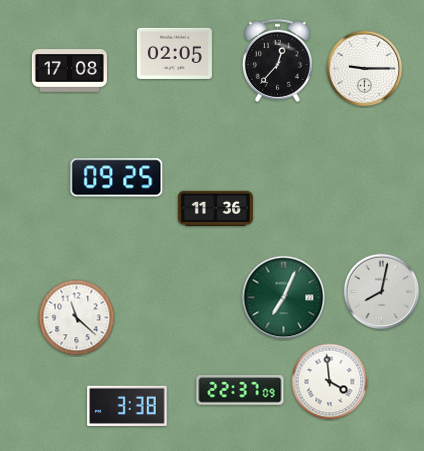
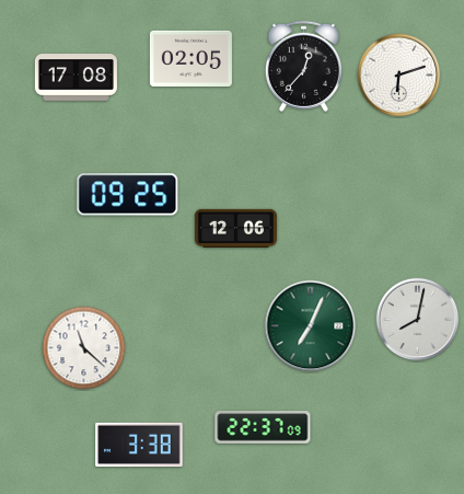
clock at (365, 69): 9:15 -> 6:12
clock at (215, 208): 11:36 -> 12:06
clock at (330, 382): 3:59 -> none
